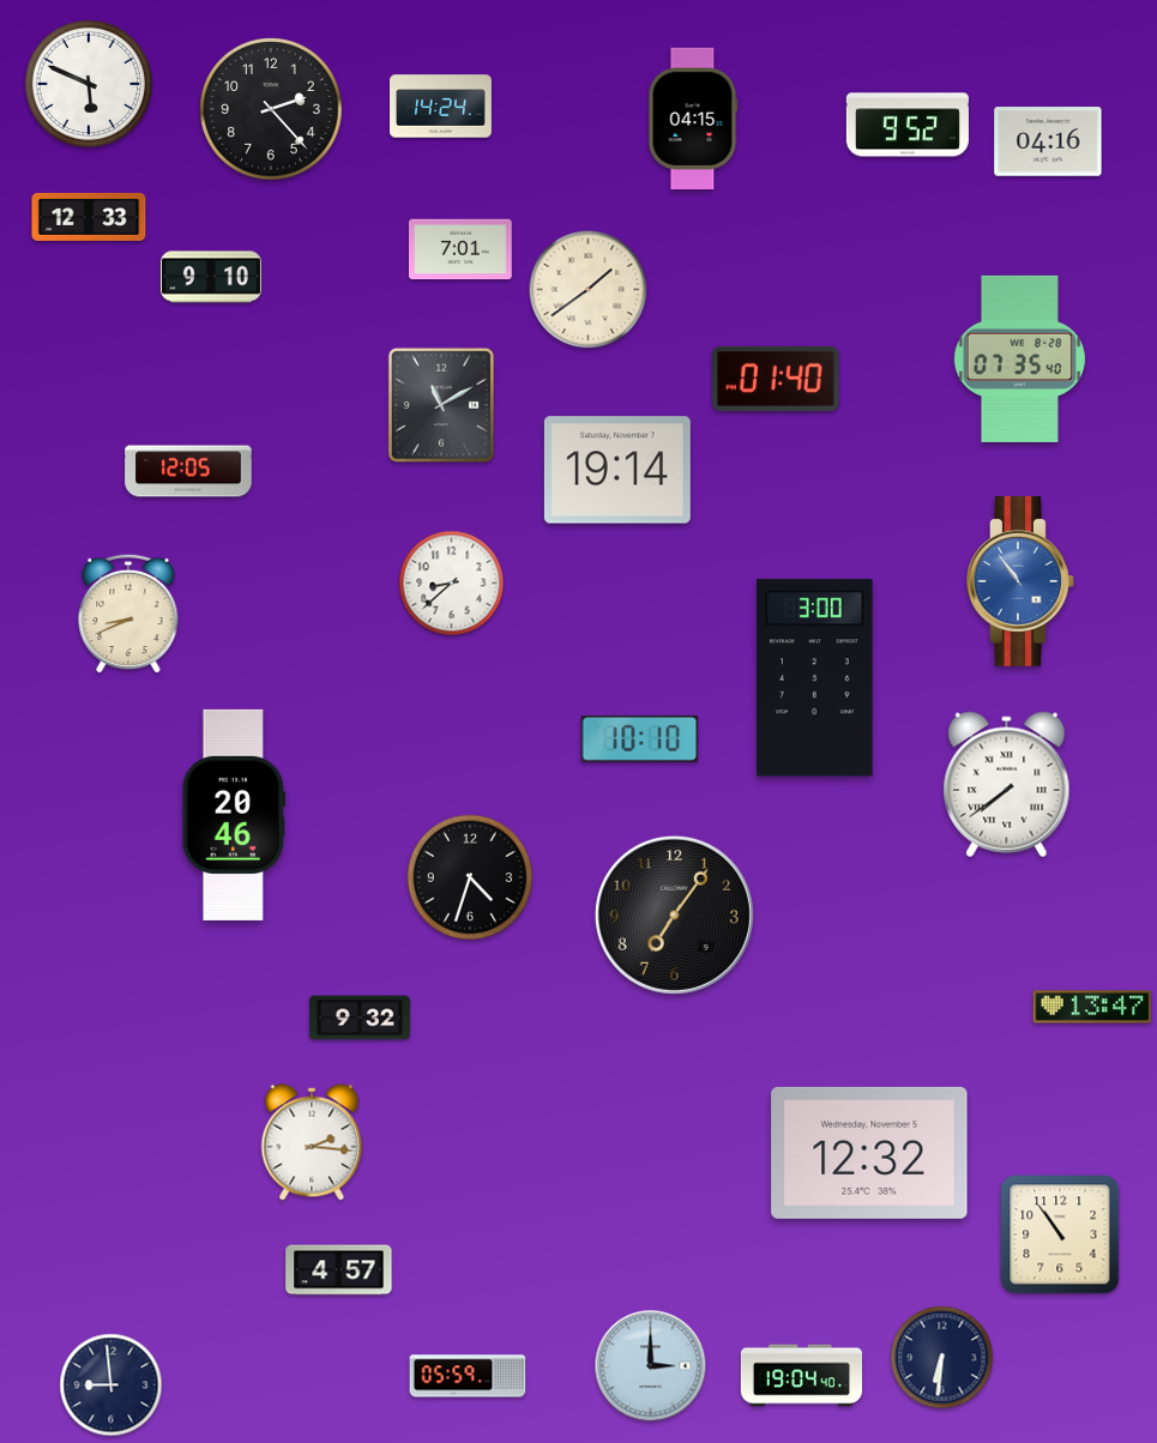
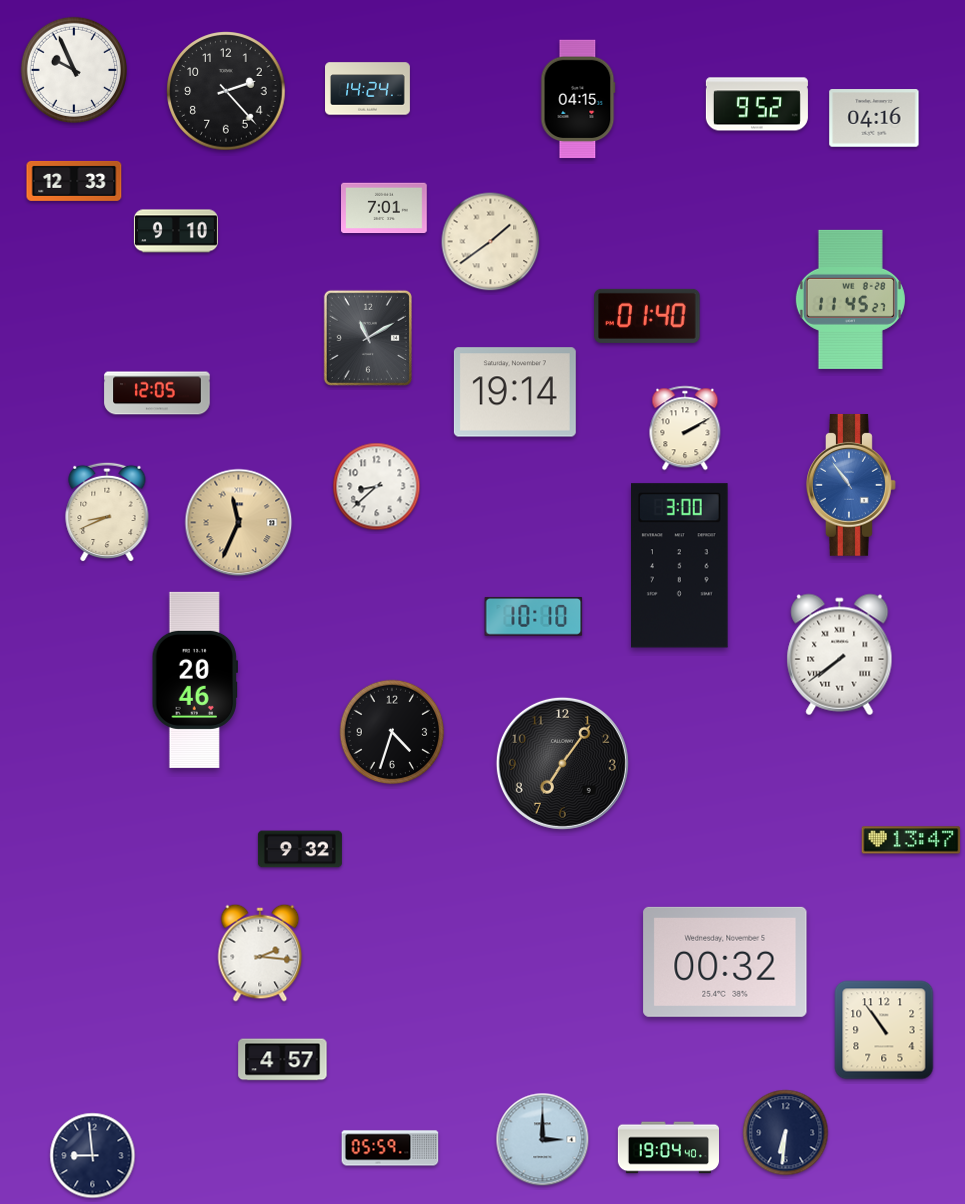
clock at (88, 83): 5:49 -> 9:56
clock at (1019, 358): 07:35 -> 11:45
clock at (685, 428): none -> 2:10
clock at (239, 523): none -> 11:34
clock at (869, 1153): 12:32 -> 00:32
